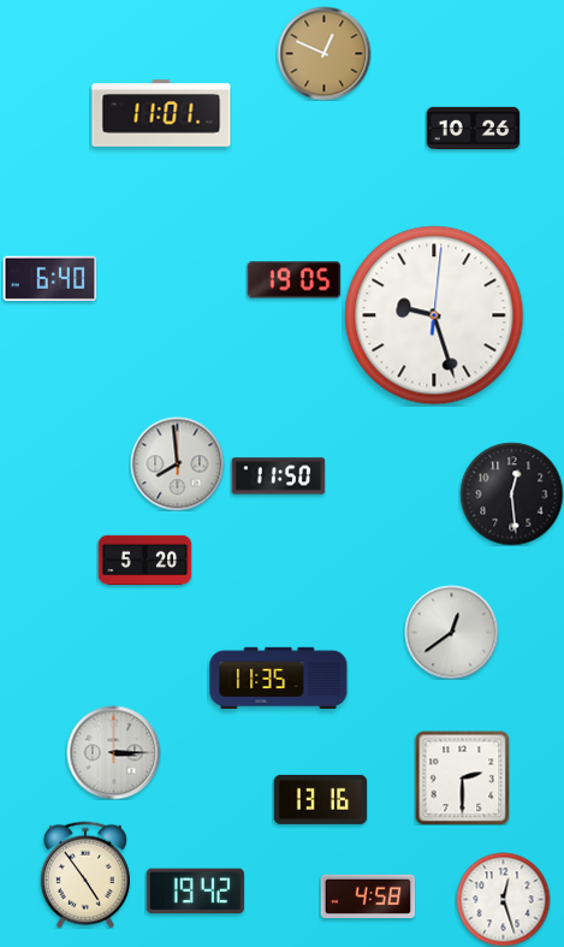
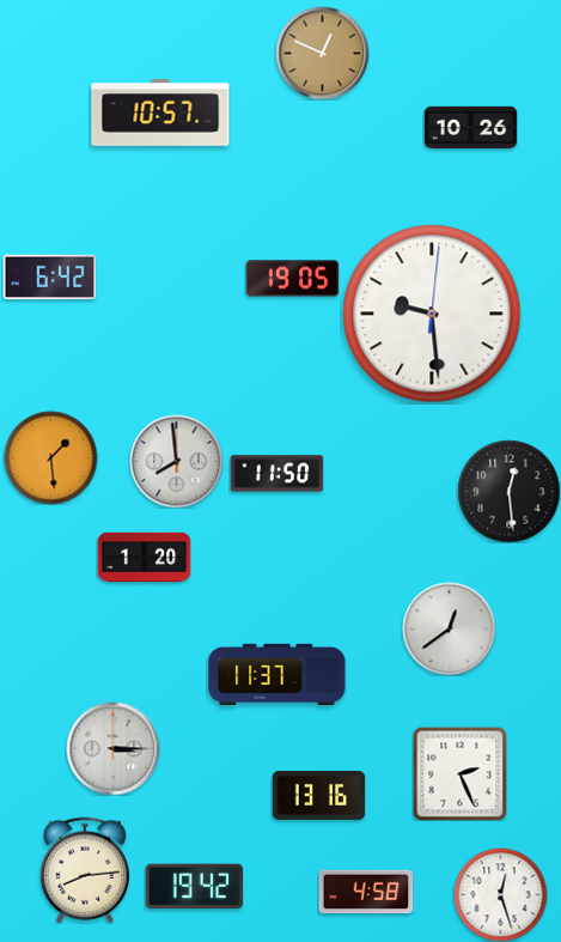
clock at (161, 113): 11:01 -> 10:57
clock at (49, 278): 6:40 -> 6:42
clock at (434, 315): 9:27 -> 9:29
clock at (50, 457): none -> 1:29
clock at (144, 561): 5:20 -> 1:20
clock at (279, 677): 11:35 -> 11:37
clock at (462, 777): 2:30 -> 2:26
clock at (85, 875): 4:54 -> 8:14
